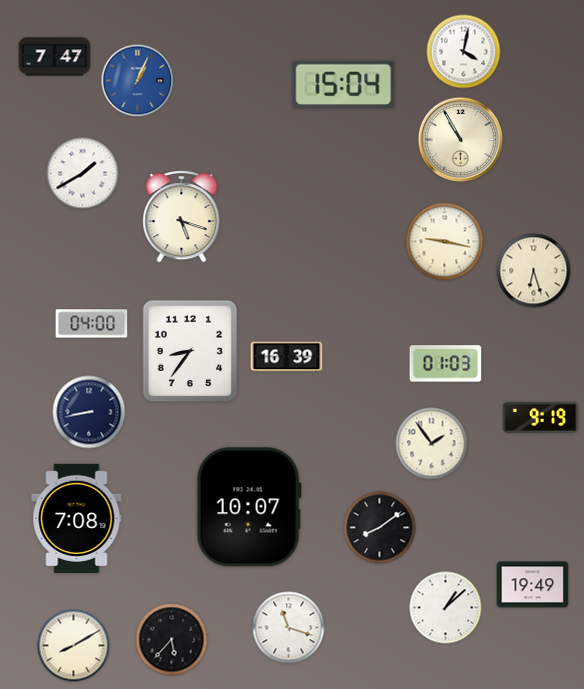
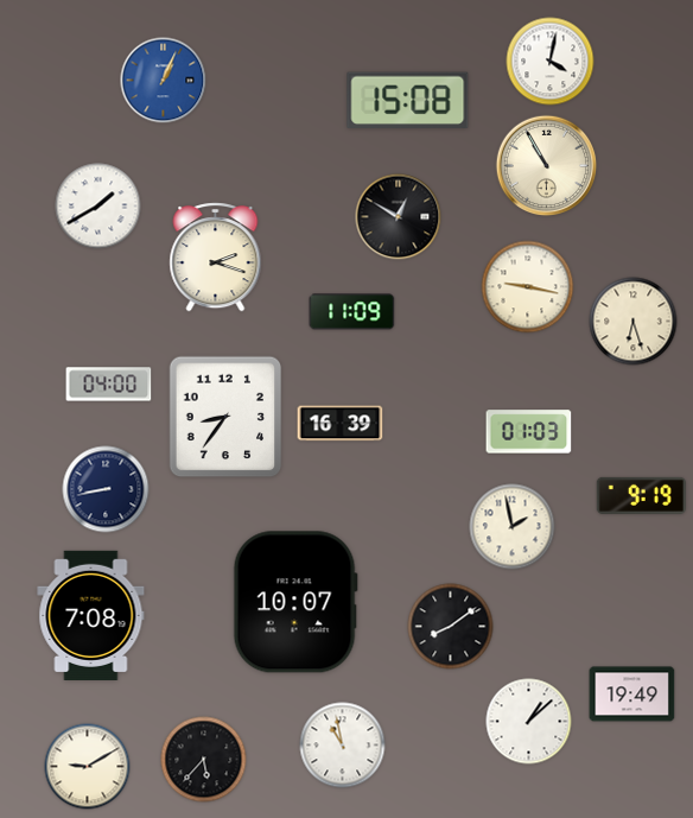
clock at (55, 57): 7:47 -> none
clock at (138, 81) position: (138, 81) -> (164, 81)
clock at (344, 84): 15:04 -> 15:08
clock at (399, 217): none -> 12:50
clock at (182, 217): 5:18 -> 2:18
clock at (352, 312): none -> 11:09
clock at (432, 444): 1:54 -> 1:58
clock at (289, 628): 11:18 -> 10:58
clock at (74, 646): 8:10 -> 9:10
